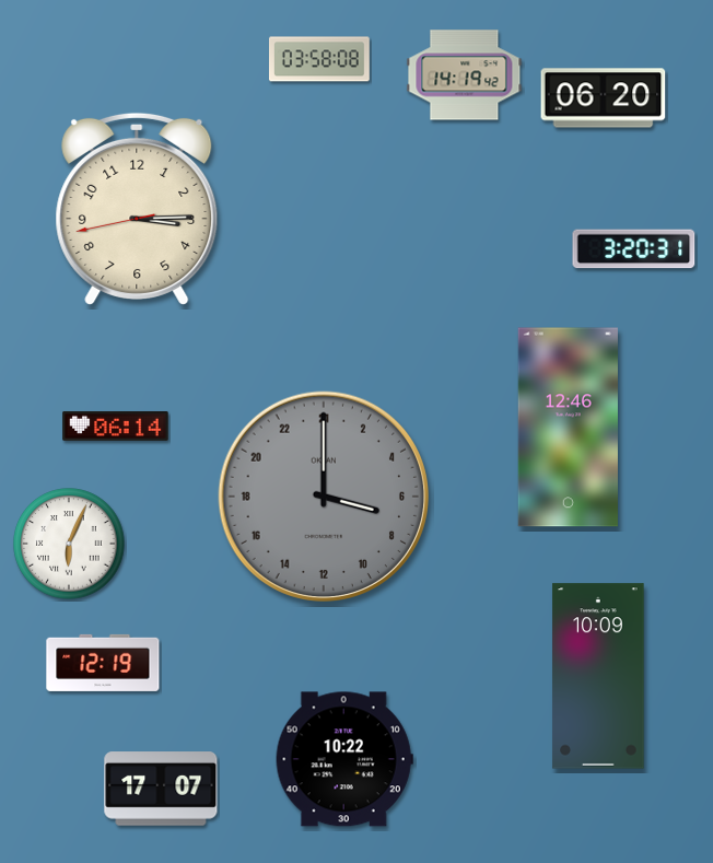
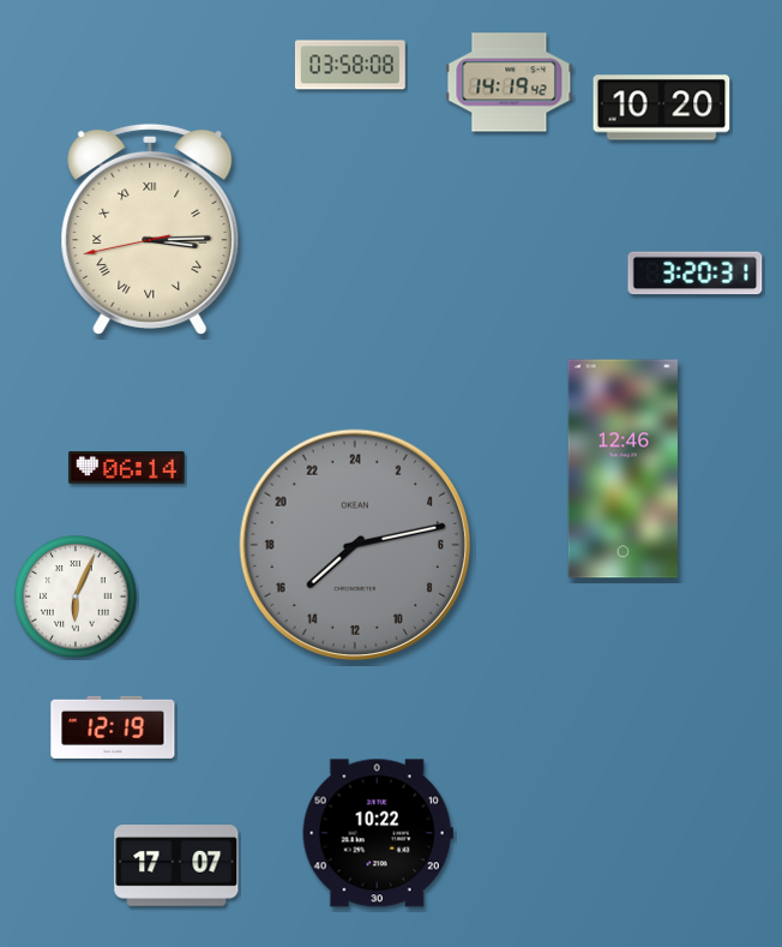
clock at (604, 98): 06:20 -> 10:20
clock at (137, 209) numerals: Arabic -> Roman
clock at (323, 495): 7:00 -> 15:13
clock at (598, 676): 10:09 -> none
